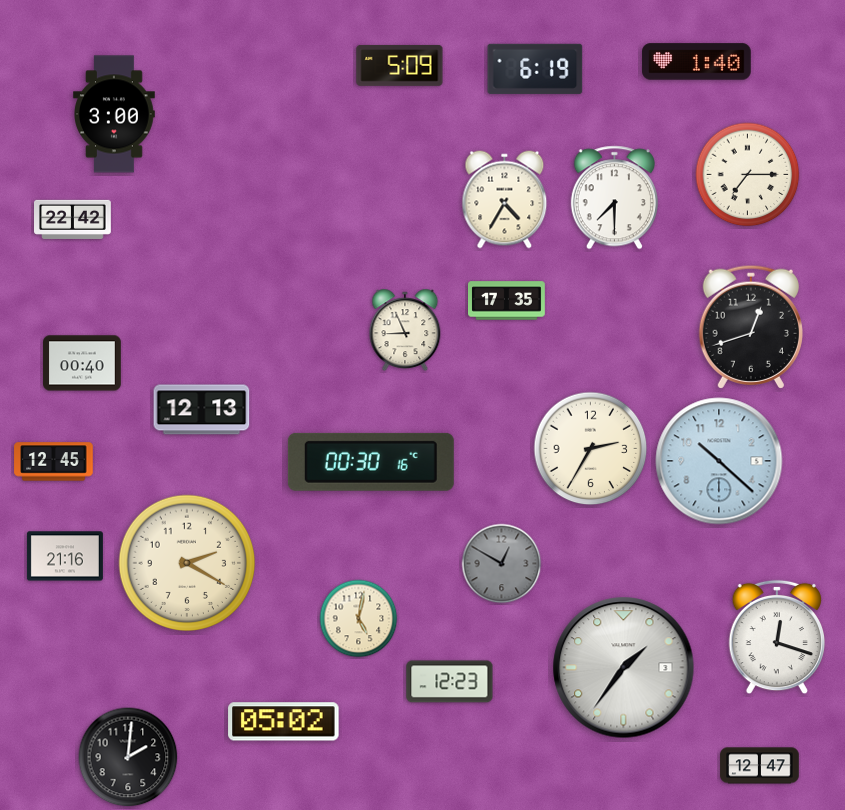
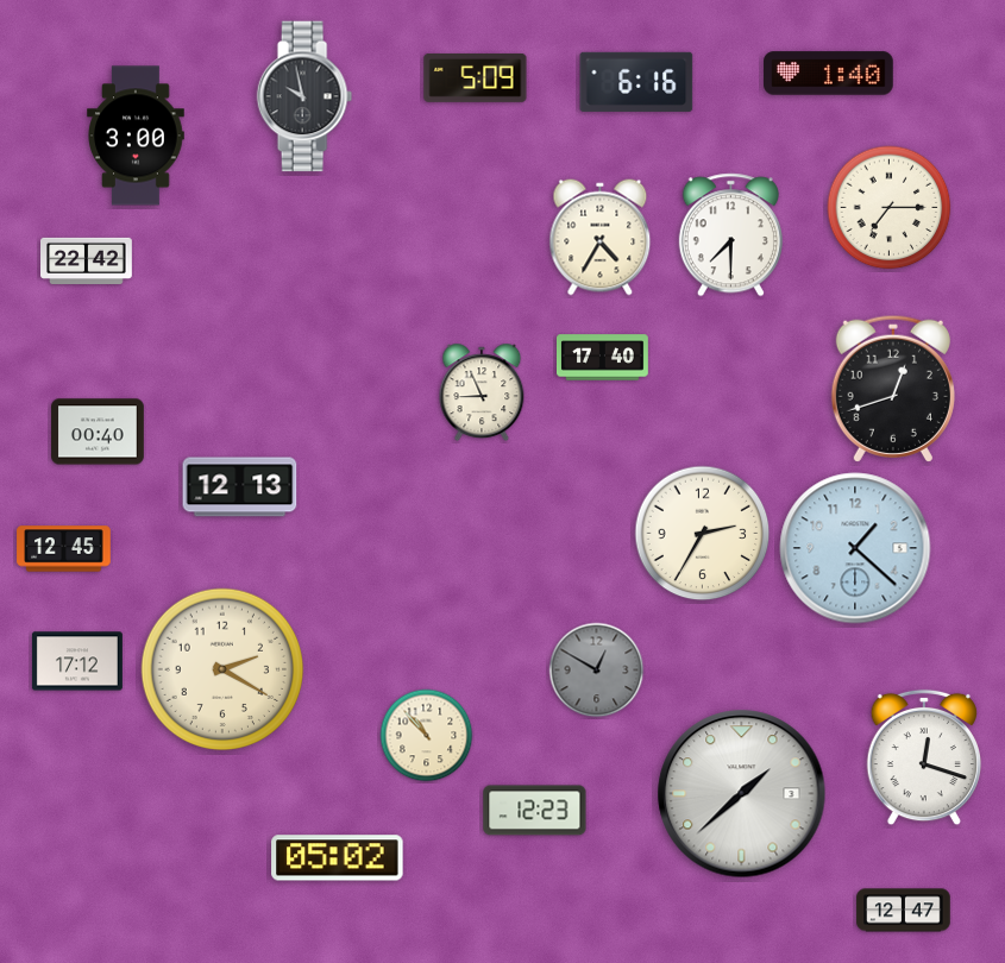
clock at (535, 69): 6:19 -> 6:16
clock at (304, 96): none -> 9:58
clock at (507, 301): 17:35 -> 17:40
clock at (719, 461): 10:22 -> 1:22
clock at (371, 462): 00:30 -> none
clock at (65, 556): 21:16 -> 17:12
clock at (359, 619): 5:02 -> 10:53
clock at (624, 668): 1:36 -> 1:38
clock at (128, 757): 2:01 -> none
